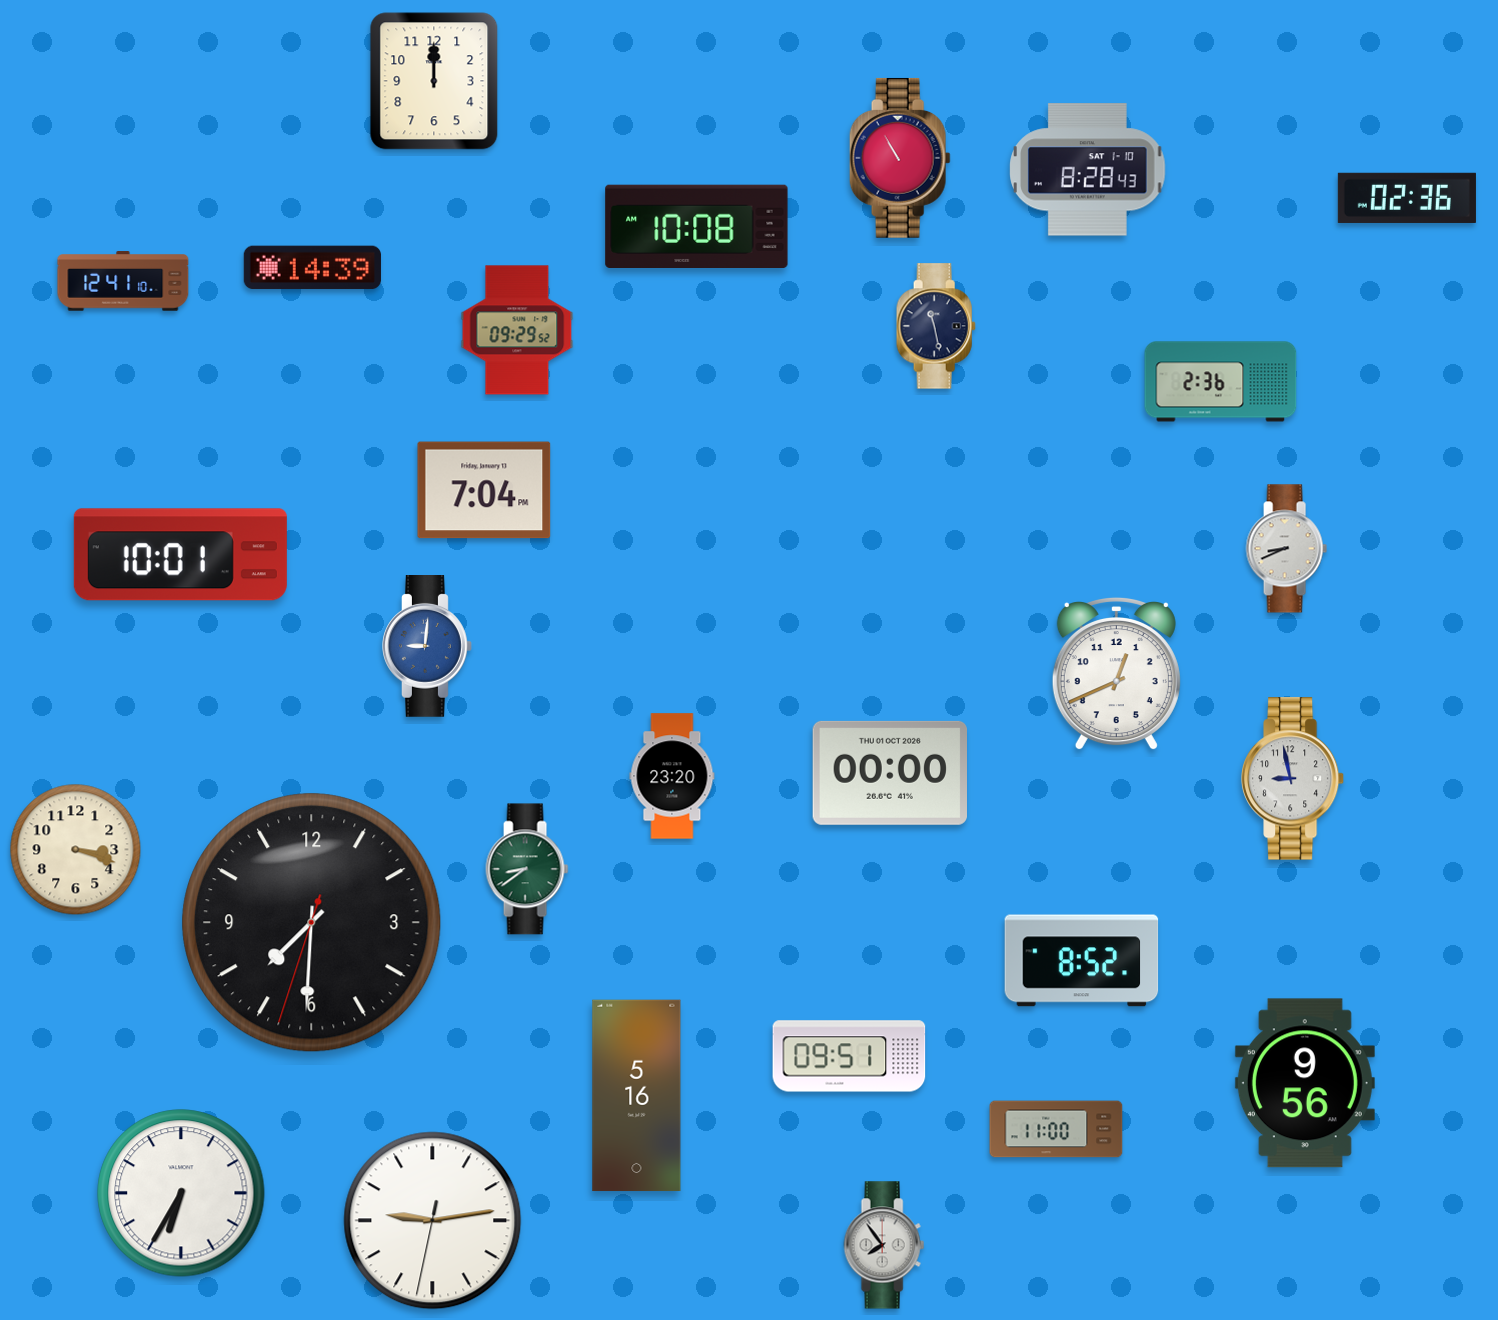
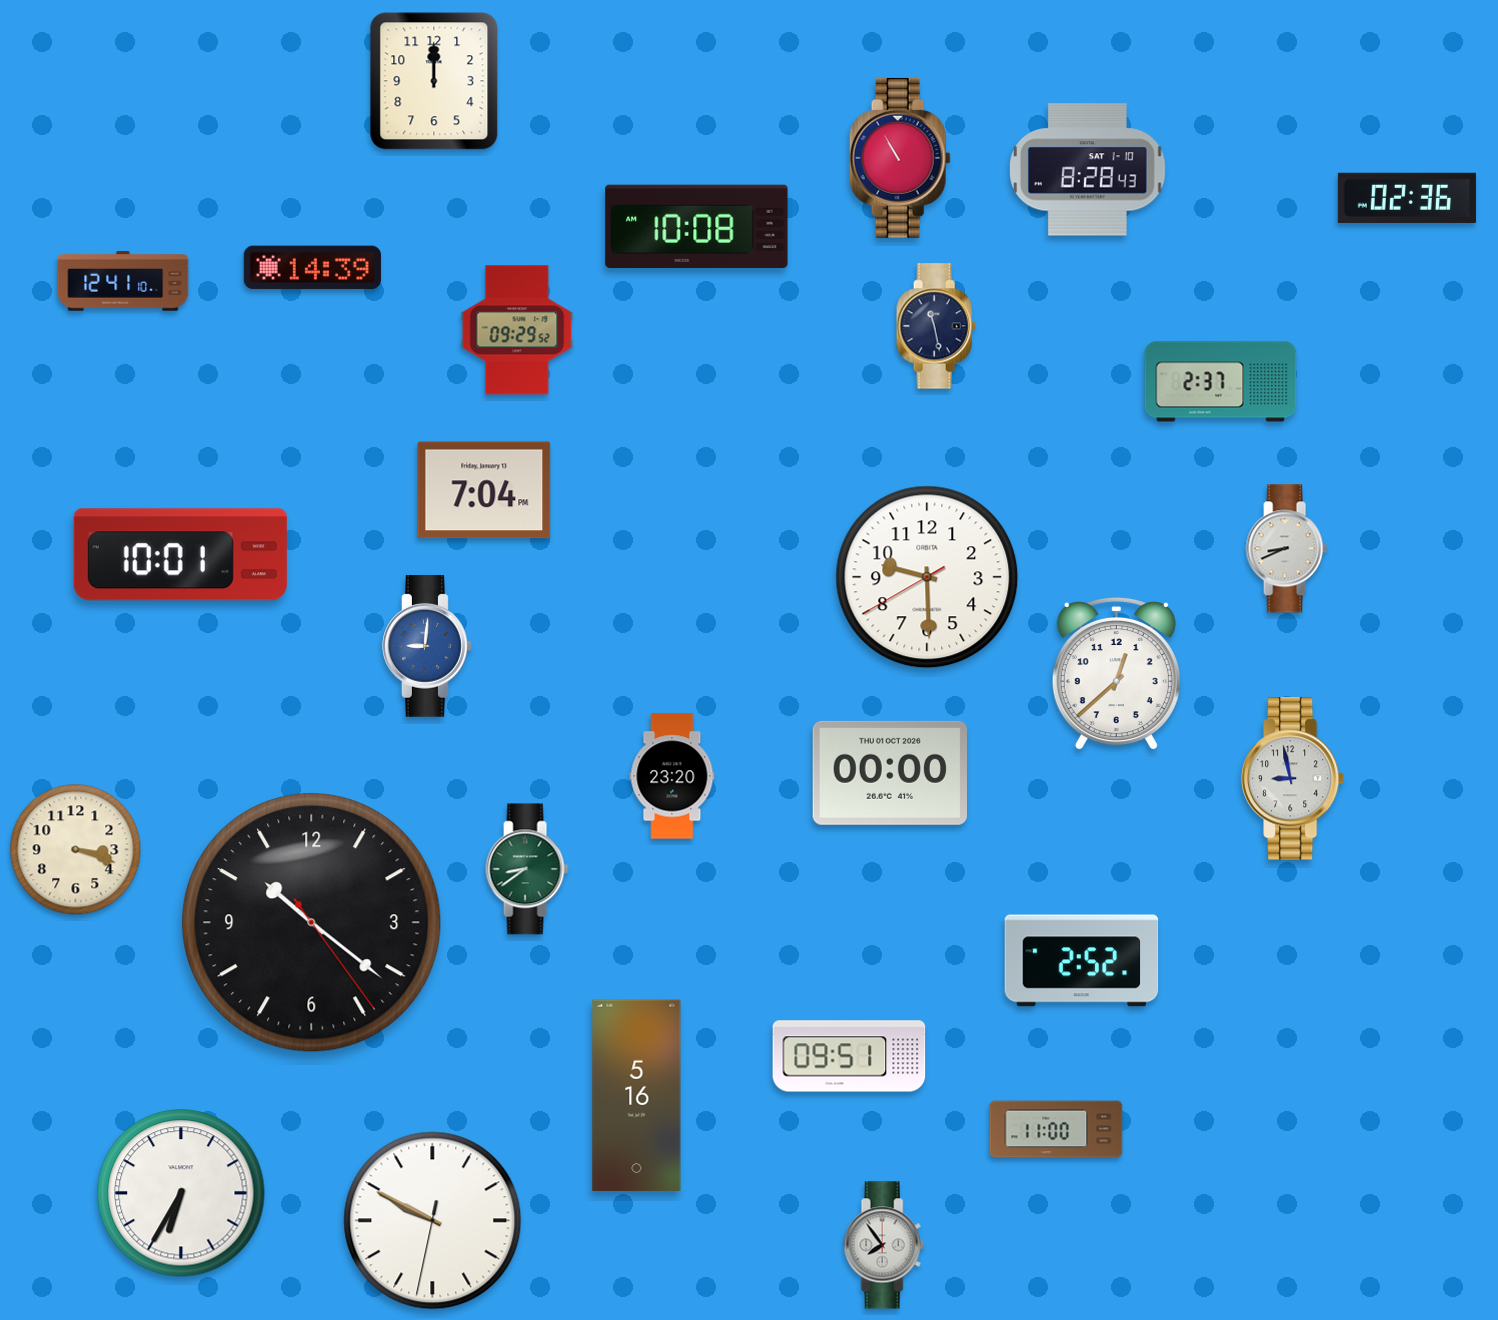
clock at (1221, 382): 2:36 -> 2:37
clock at (927, 577): none -> 9:29
clock at (1116, 674): 12:41 -> 12:38
clock at (312, 923): 7:30 -> 10:21
clock at (1082, 961): 8:52 -> 2:52
clock at (1305, 1083): 9:56 -> none
clock at (433, 1221): 9:13 -> 9:49
